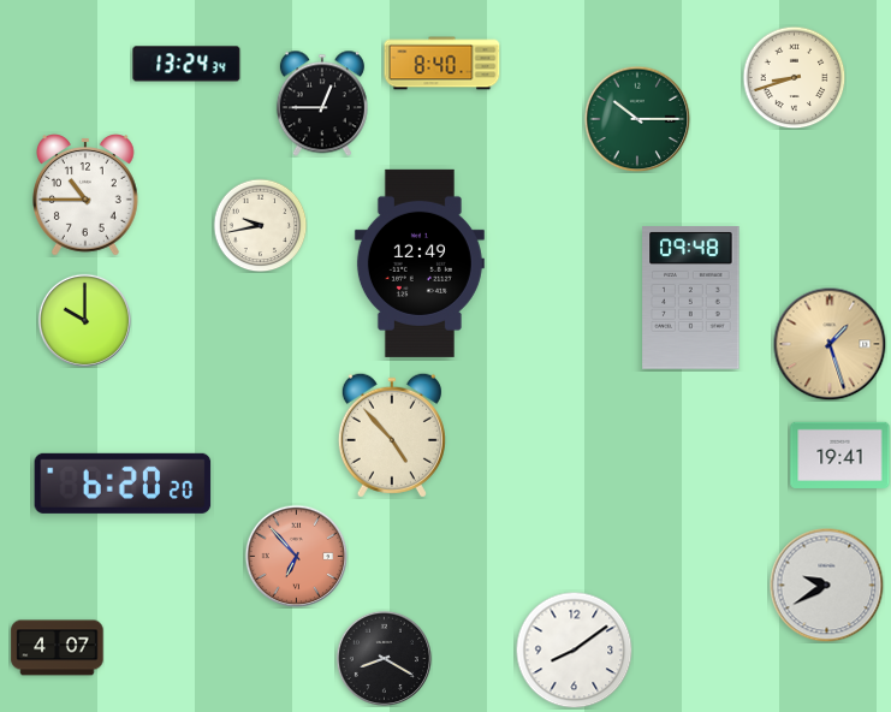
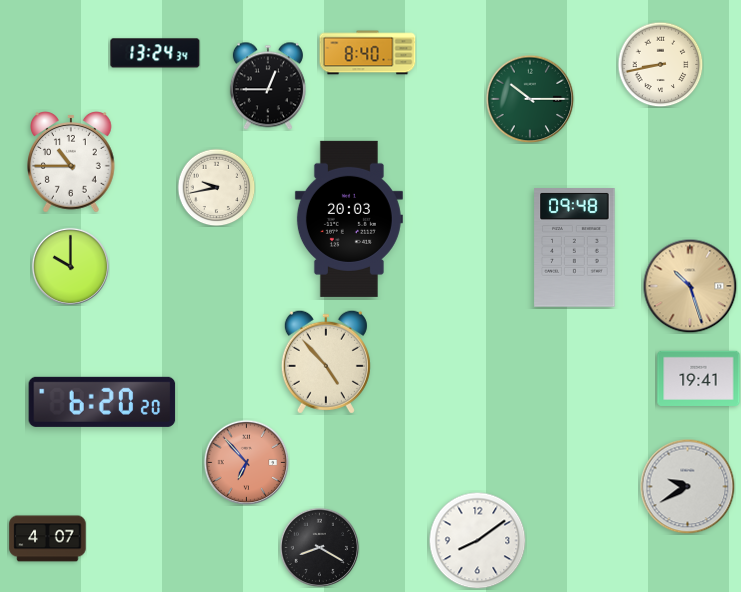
clock at (794, 77): 8:42 -> 8:43
clock at (420, 263): 12:49 -> 20:03
clock at (830, 344): 1:27 -> 10:27
